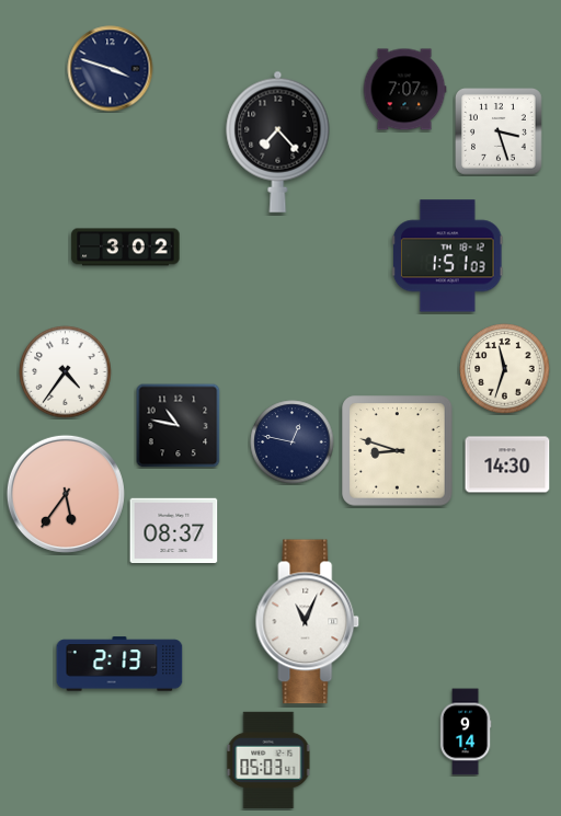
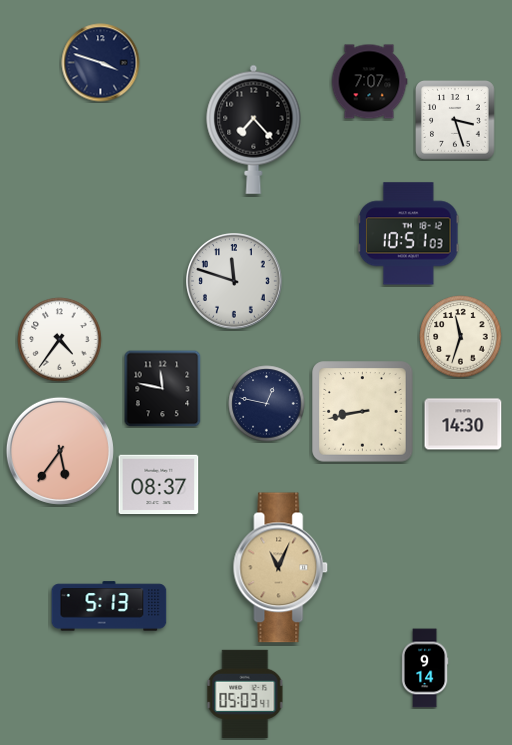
clock at (126, 248): 3:02 -> none
clock at (447, 256): 1:51 -> 10:51
clock at (235, 282): none -> 11:48
clock at (178, 425): 10:47 -> 11:47
clock at (398, 451): 8:48 -> 8:43
clock at (308, 622) dial: white -> champagne
clock at (119, 664): 2:13 -> 5:13
